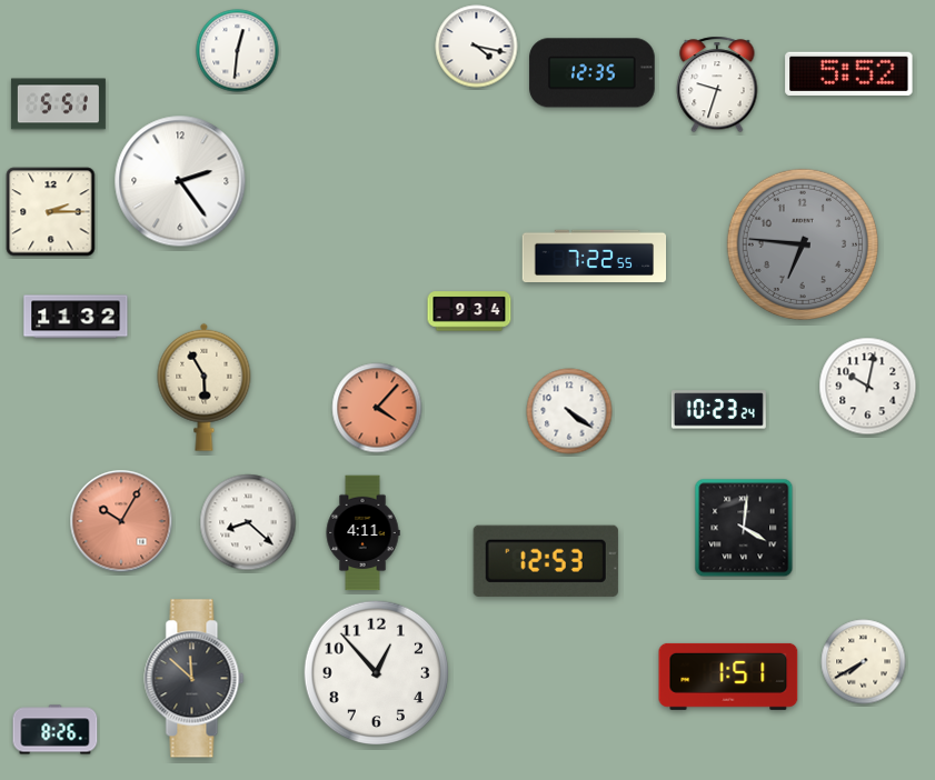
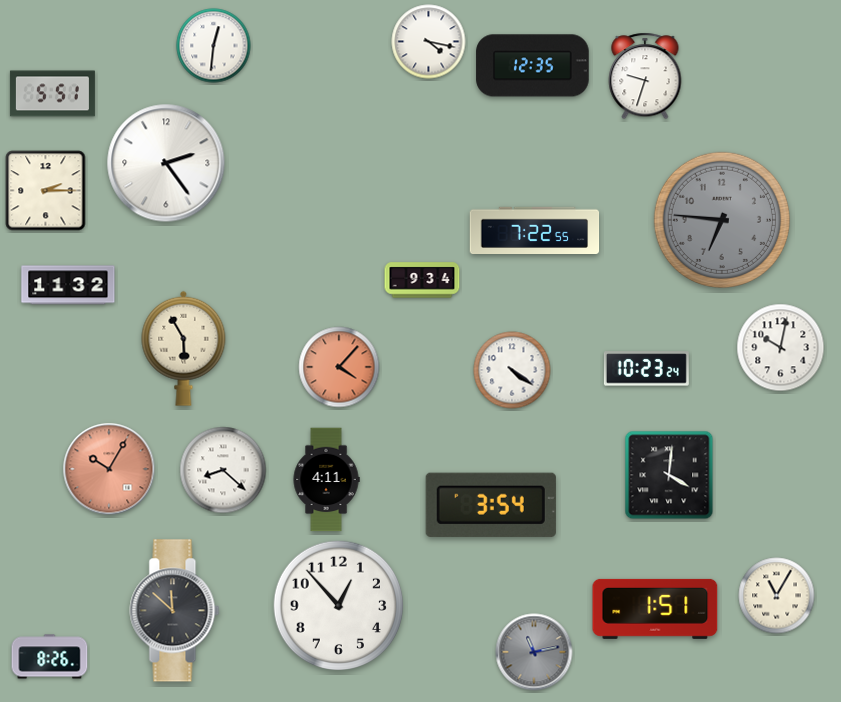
clock at (849, 73): 5:52 -> none
clock at (180, 181) position: (180, 181) -> (166, 163)
clock at (546, 561): 12:53 -> 3:54
clock at (864, 662): 7:40 -> 11:05
clock at (534, 652): none -> 11:13
